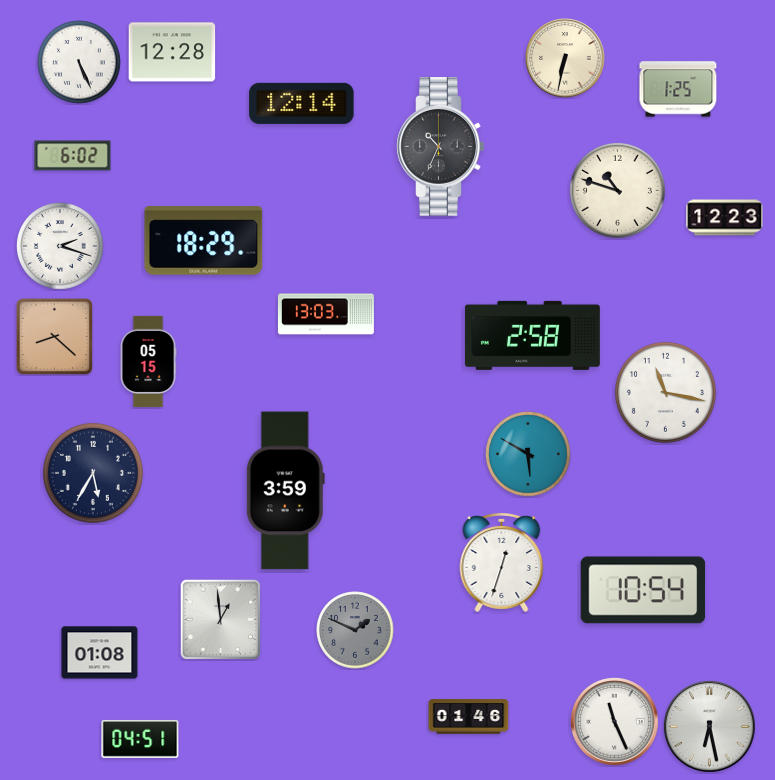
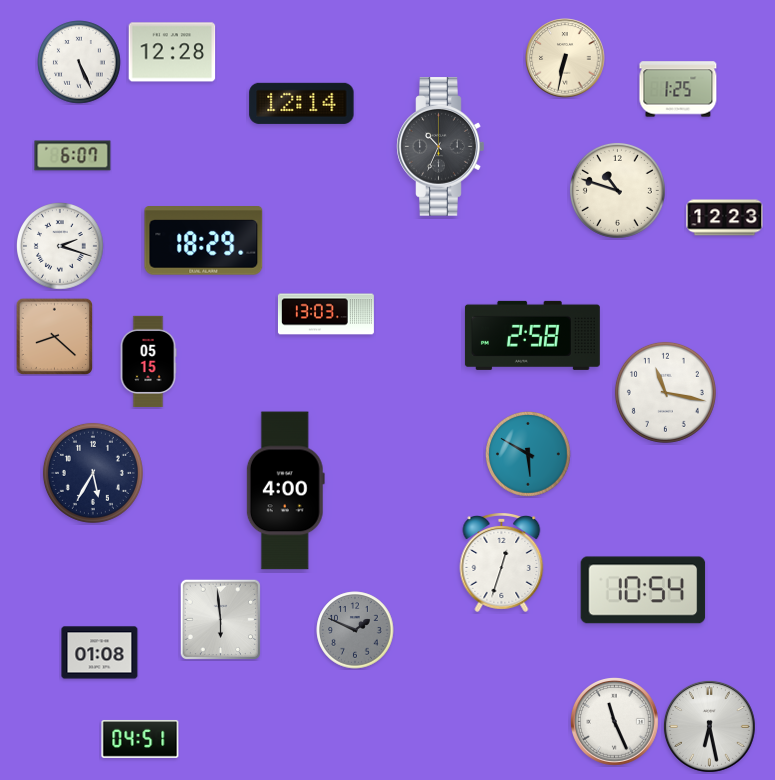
clock at (73, 156): 6:02 -> 6:07
clock at (285, 491): 3:59 -> 4:00
clock at (220, 619): 12:59 -> 5:59
clock at (469, 717): 01:46 -> none
